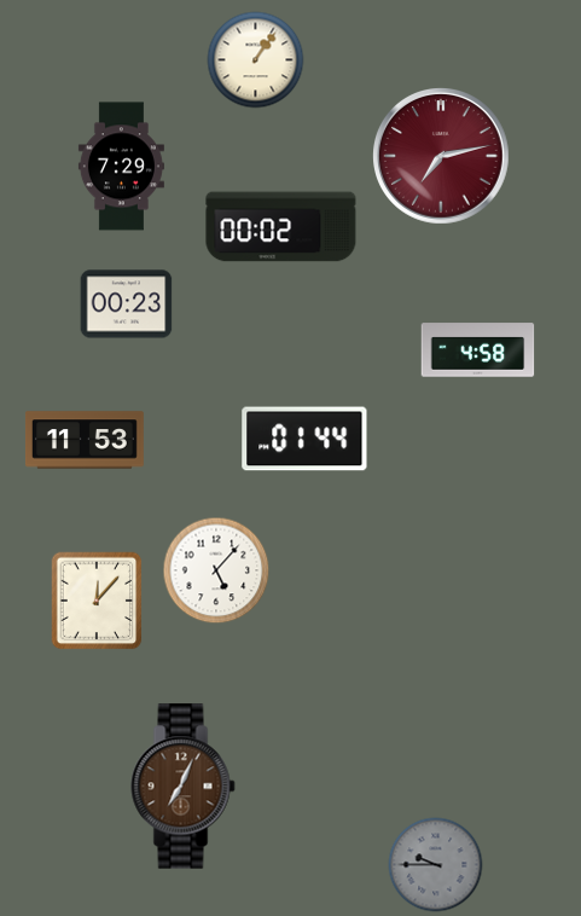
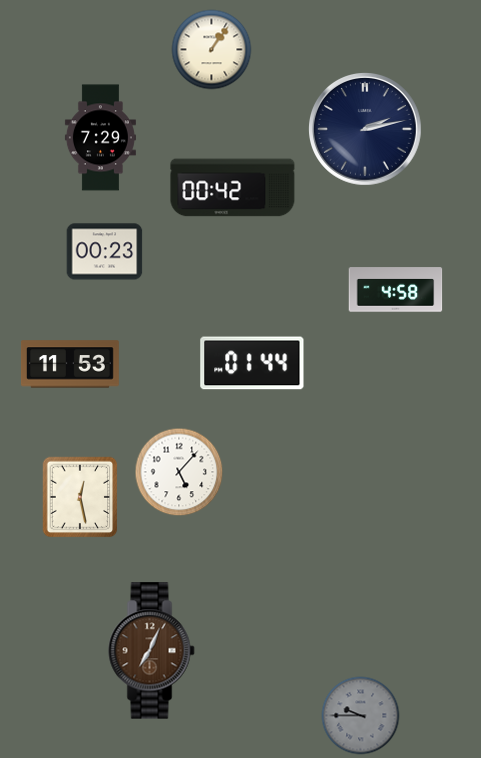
clock at (442, 157): 7:13 -> 2:13
clock at (442, 157) dial: burgundy -> navy
clock at (281, 227): 00:02 -> 00:42
clock at (97, 601): 12:07 -> 12:28
